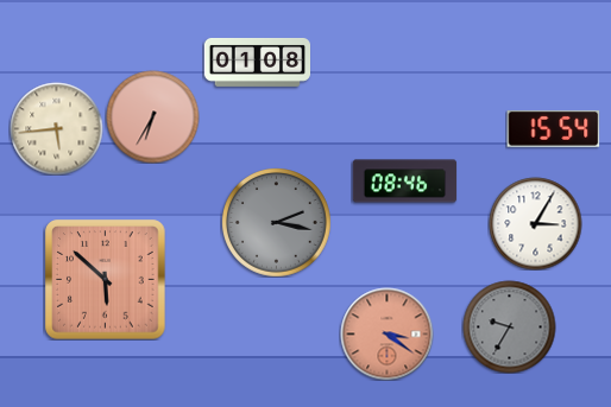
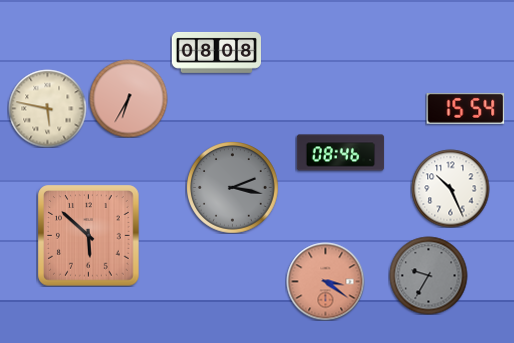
clock at (257, 62): 01:08 -> 08:08
clock at (56, 128): 5:44 -> 5:47
clock at (535, 223): 3:05 -> 10:26
